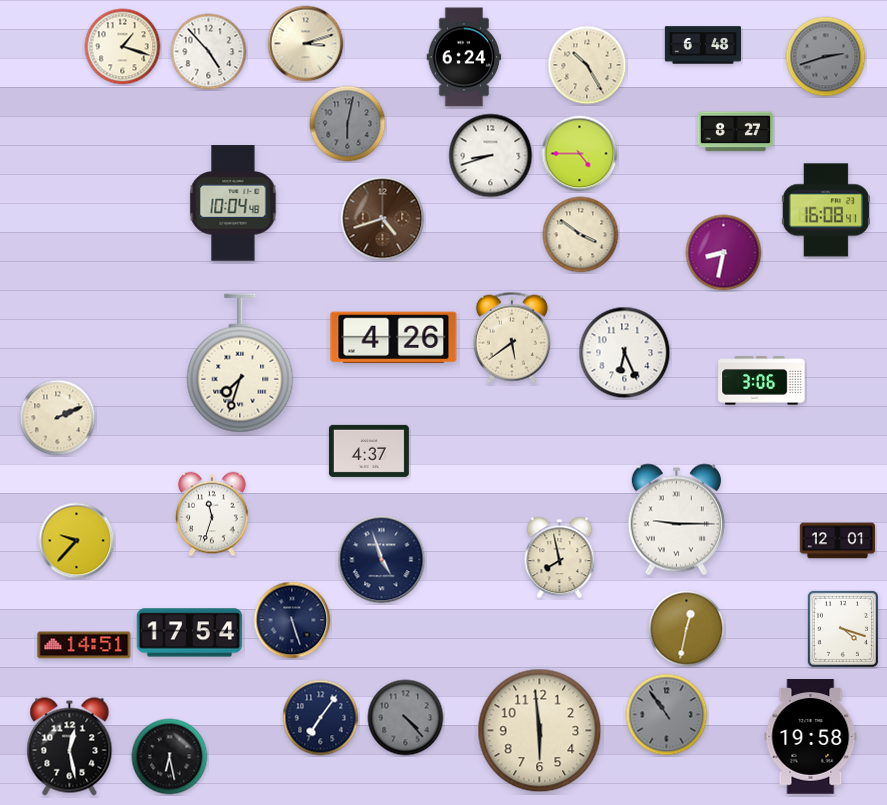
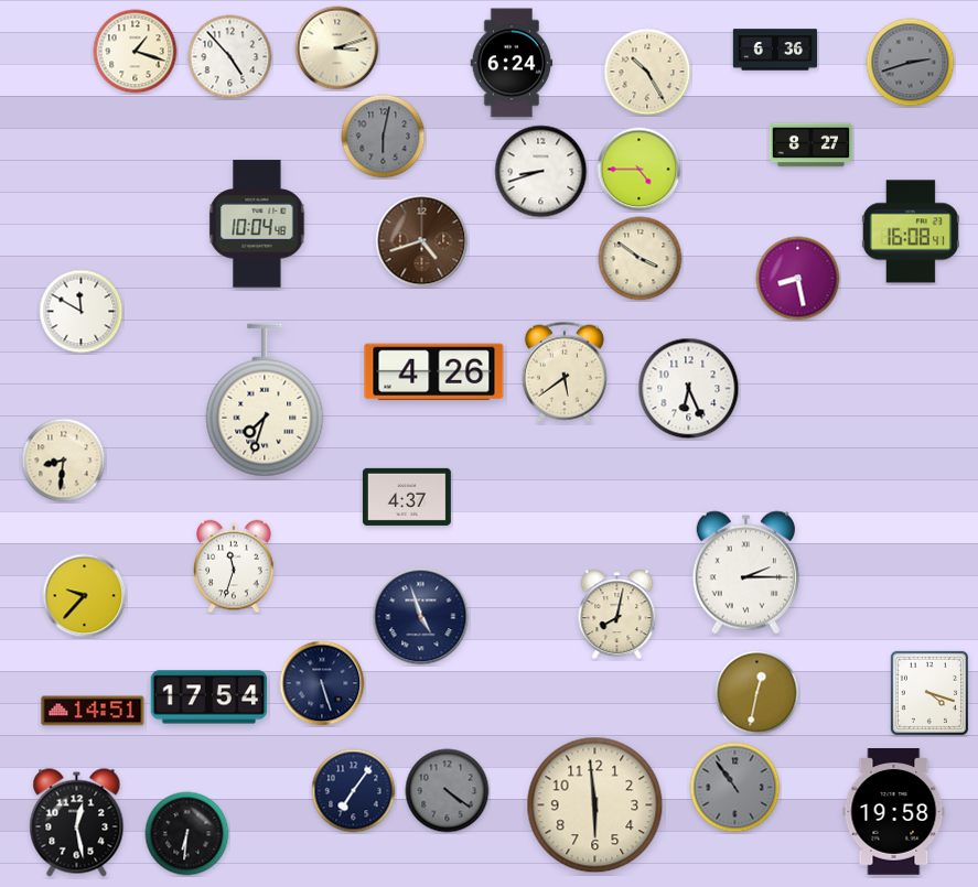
clock at (702, 45): 6:48 -> 6:36
clock at (724, 253): 8:32 -> 8:28
clock at (82, 312): none -> 11:50
clock at (762, 381): 3:06 -> none
clock at (58, 418): 2:11 -> 8:31
clock at (676, 520): 9:15 -> 2:15
clock at (838, 541): 12:01 -> none
clock at (560, 558): 7:58 -> 8:02
clock at (406, 718): 4:23 -> 4:21
clock at (170, 757): 6:28 -> 6:31
